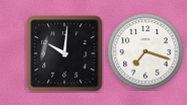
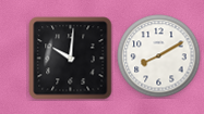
clock at (146, 52): 7:18 -> 8:10
